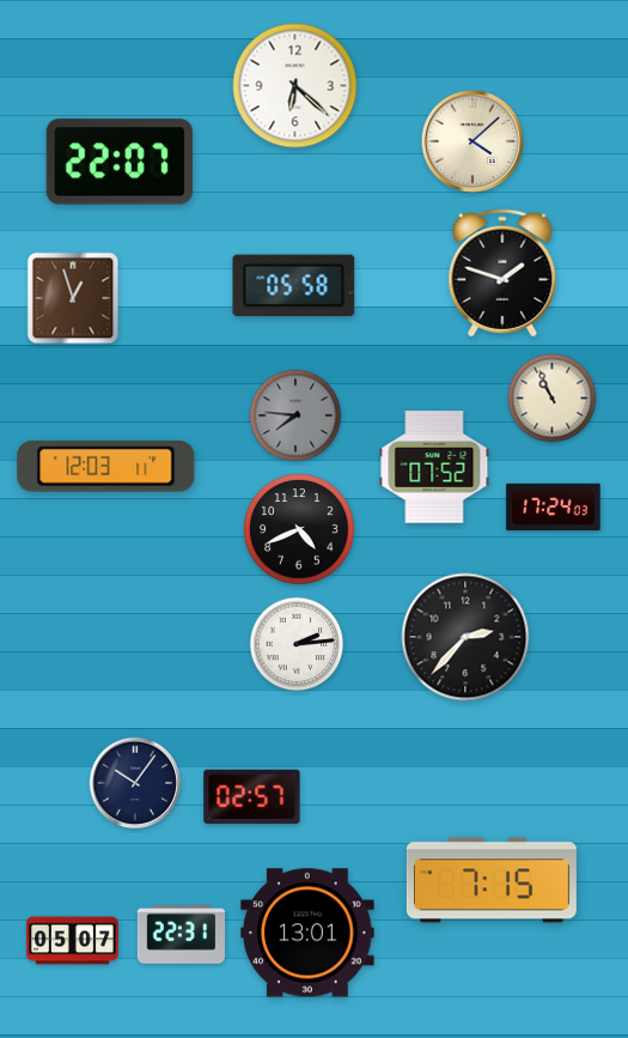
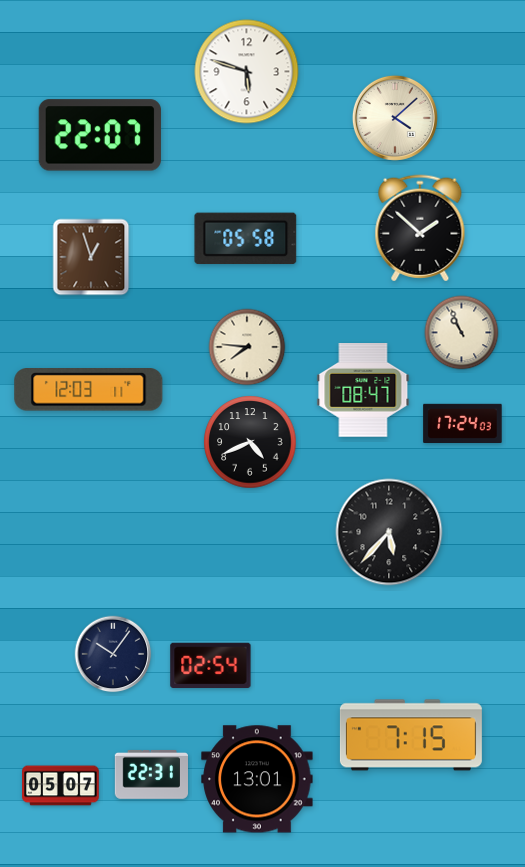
clock at (295, 86): 6:22 -> 5:48
clock at (502, 273): 1:48 -> 1:52
clock at (73, 298) position: (73, 298) -> (91, 257)
clock at (295, 415) dial: grey -> cream
clock at (434, 468): 07:52 -> 08:47
clock at (465, 637): 2:37 -> 5:37
clock at (297, 644): 2:14 -> none
clock at (252, 797): 02:57 -> 02:54
clock at (181, 934) position: (181, 934) -> (151, 774)
